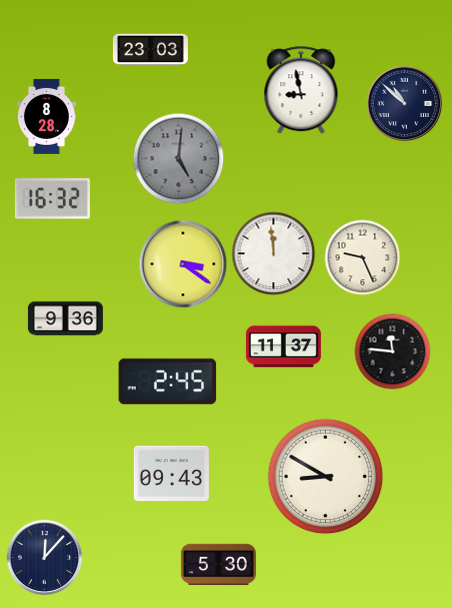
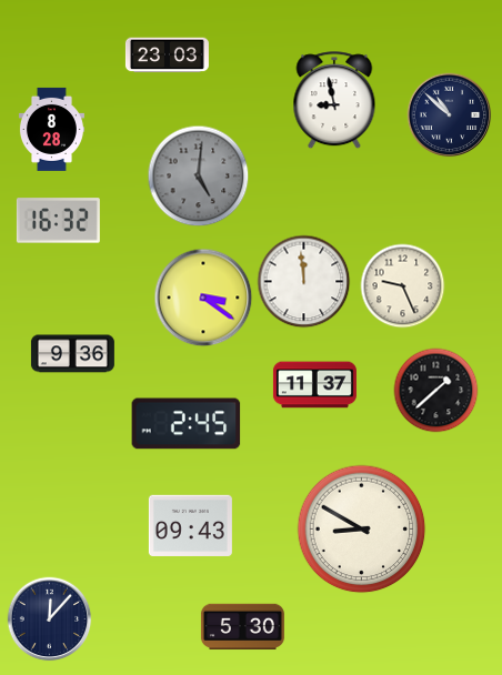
clock at (183, 264) position: (183, 264) -> (203, 298)
clock at (393, 352): 11:46 -> 1:38
